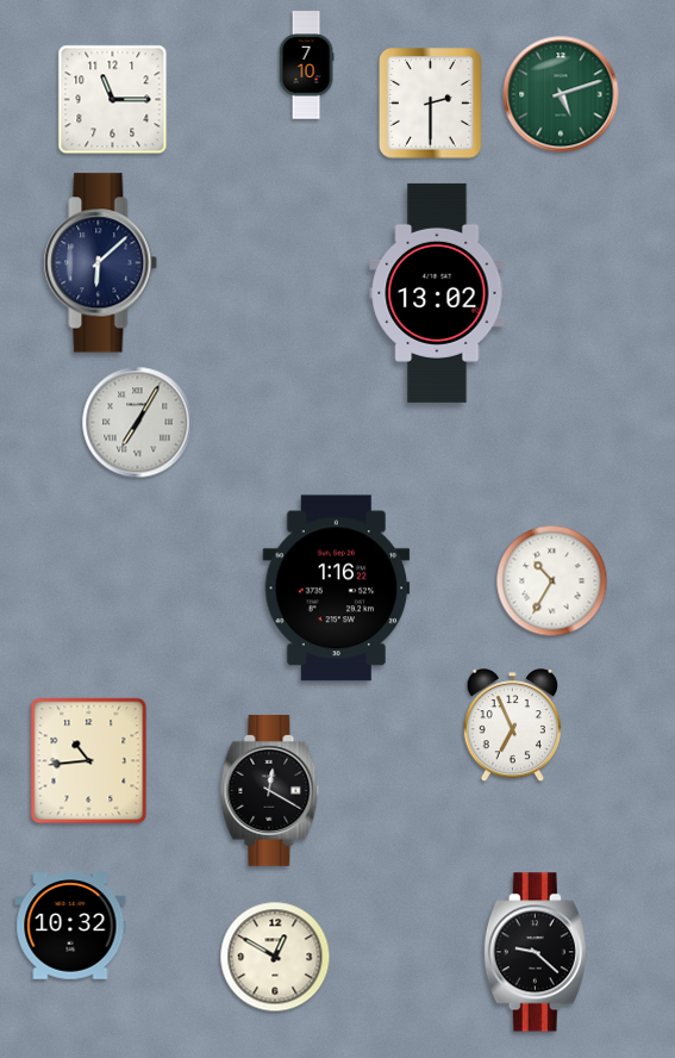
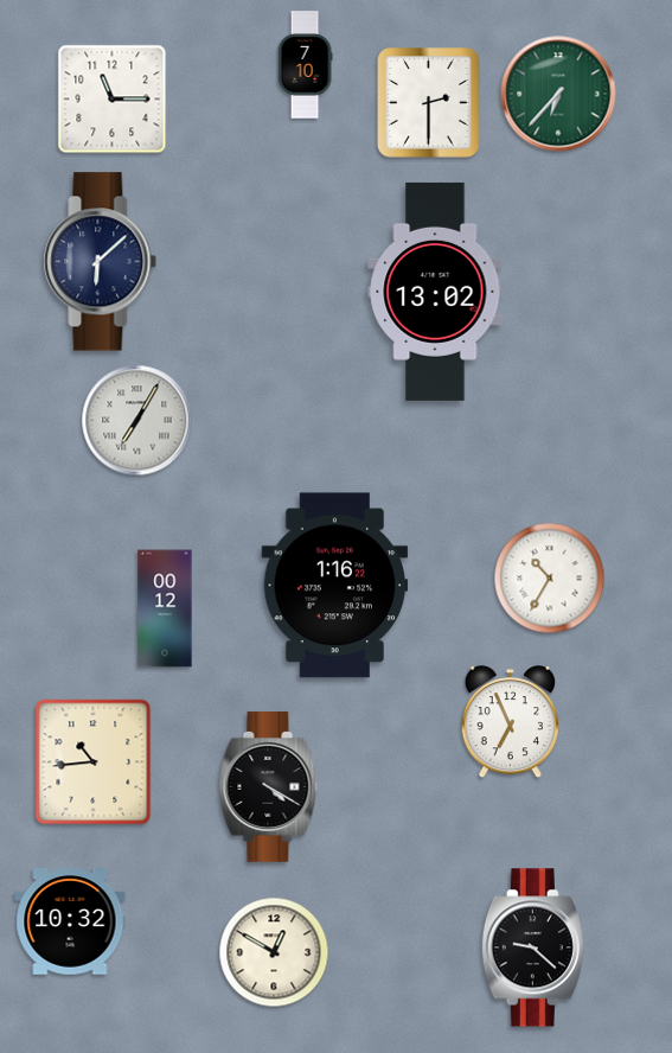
clock at (561, 94): 5:12 -> 6:37
clock at (165, 608): none -> 00:12
clock at (89, 761) position: (89, 761) -> (94, 762)
clock at (270, 790): 12:20 -> 4:20
